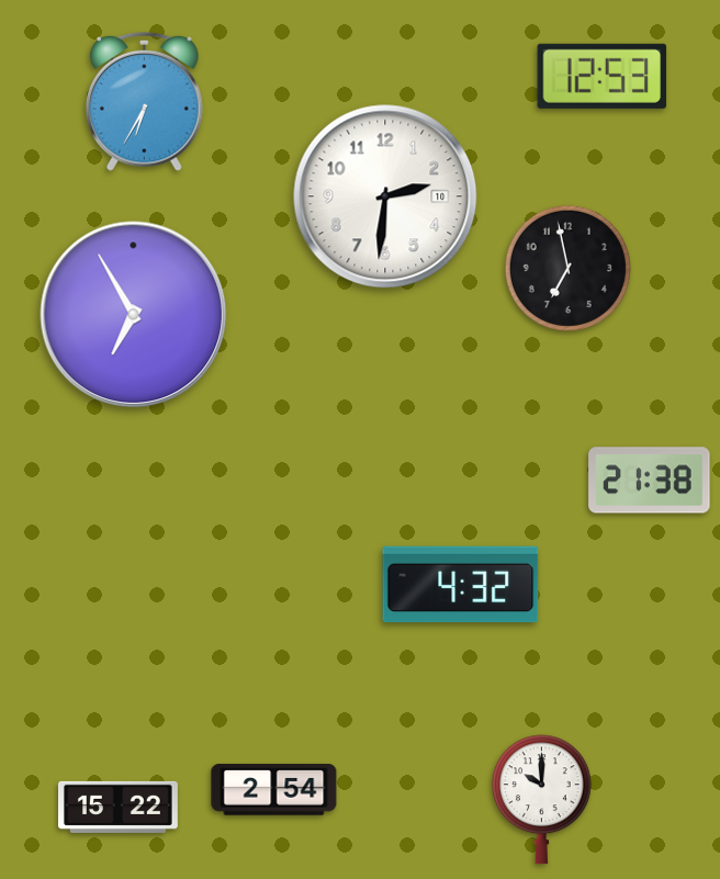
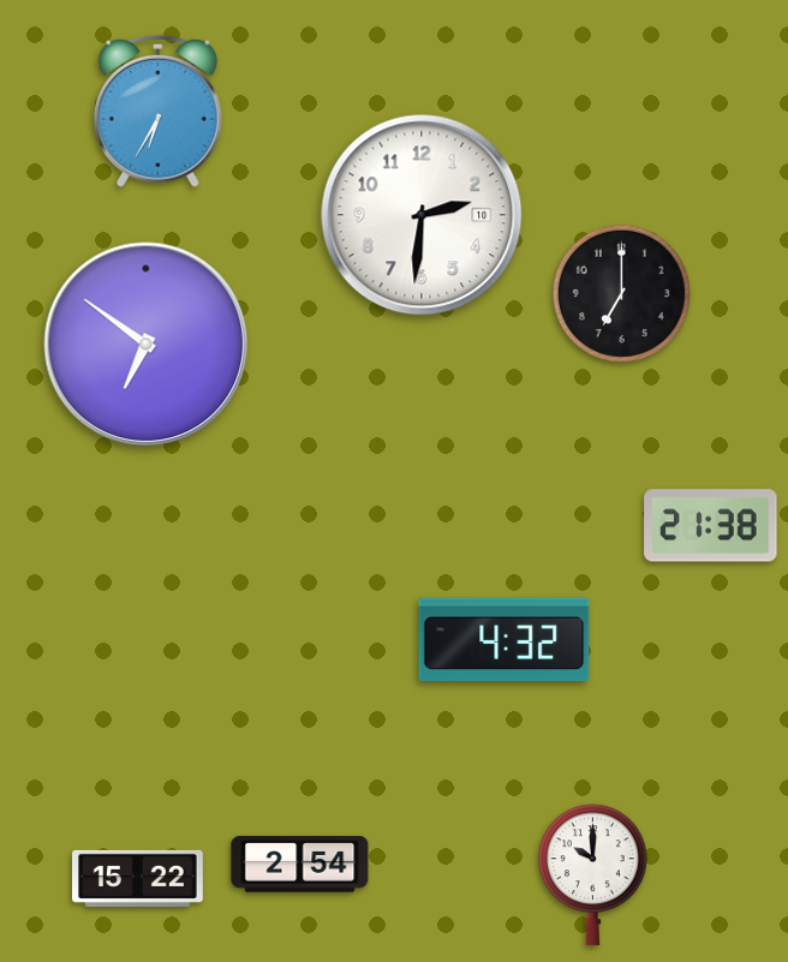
clock at (603, 76): 12:53 -> none
clock at (567, 268): 6:58 -> 7:00
clock at (134, 315): 6:55 -> 6:51
clock at (119, 807) position: (119, 807) -> (138, 878)
